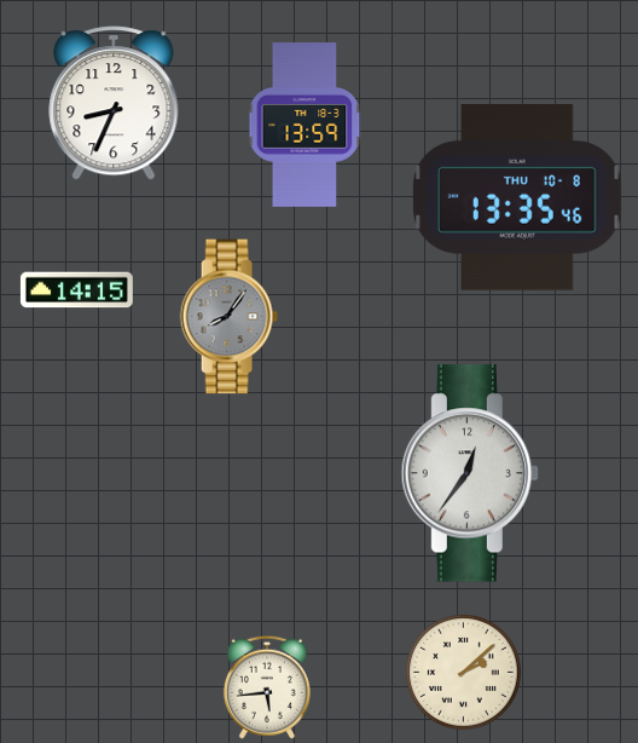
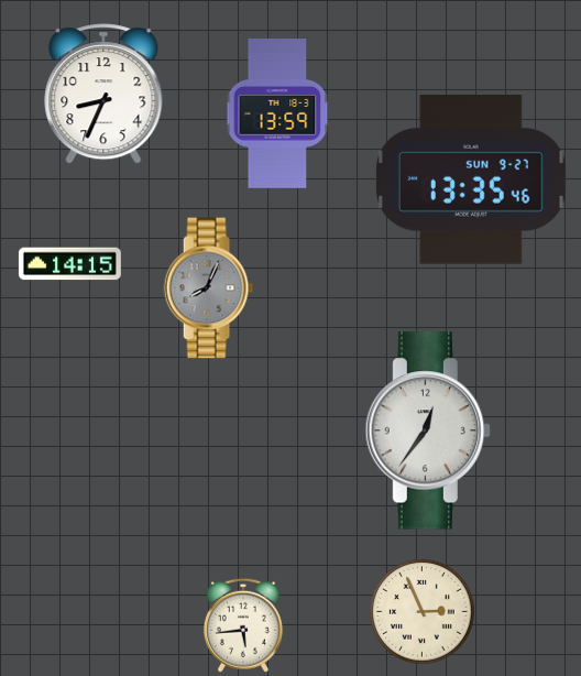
clock at (518, 198) date: THU 10-8 -> SUN 9-27
clock at (228, 317): 8:06 -> 8:04
clock at (464, 673): 2:08 -> 2:56
